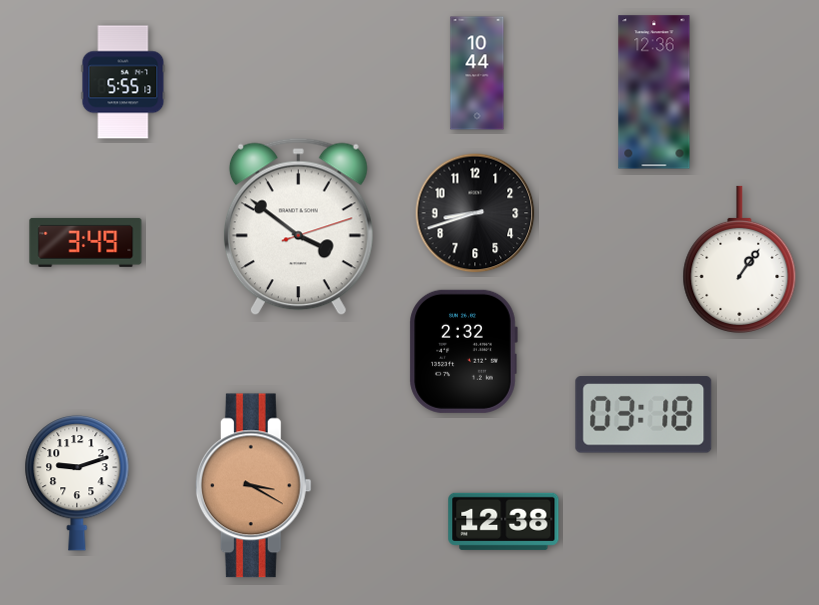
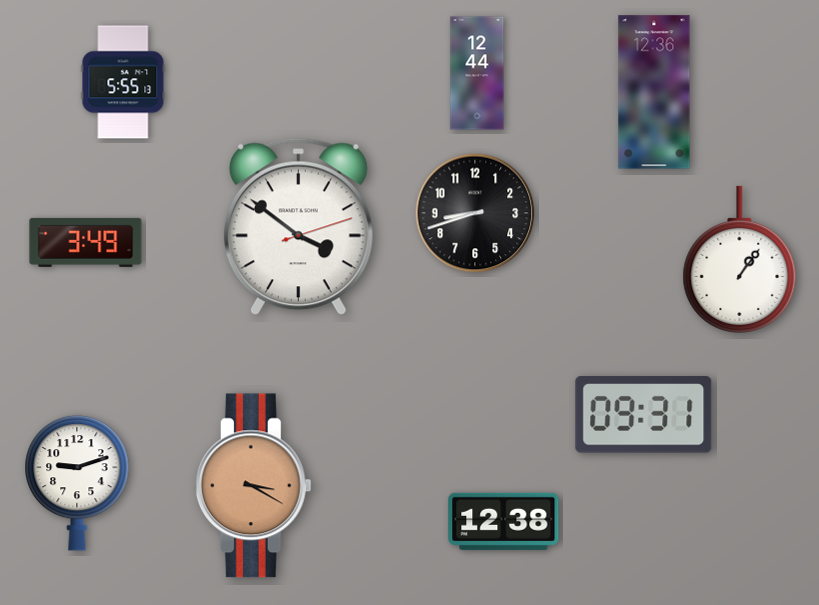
clock at (477, 73): 10:44 -> 12:44
clock at (463, 351): 2:32 -> none
clock at (644, 415): 03:18 -> 09:31
